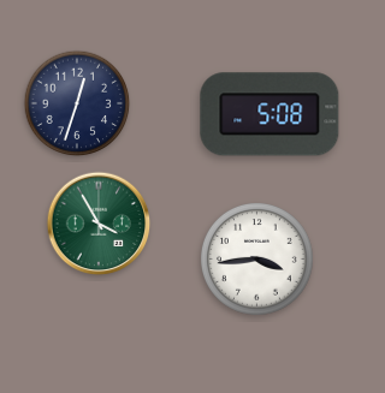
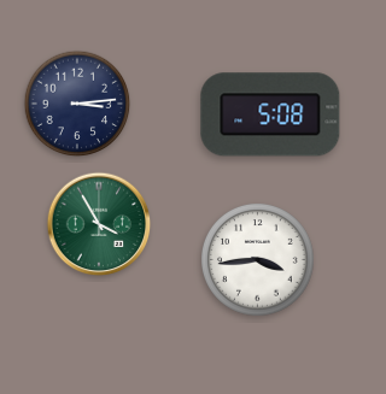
clock at (77, 103): 12:33 -> 3:14
